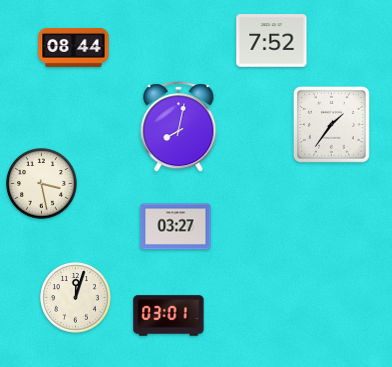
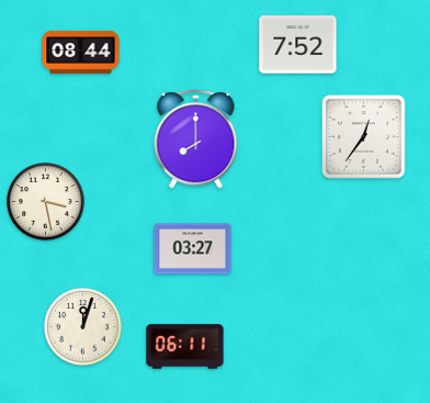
clock at (331, 124): 1:36 -> 12:36
clock at (179, 127): 8:02 -> 8:00
clock at (169, 316): 03:01 -> 06:11
